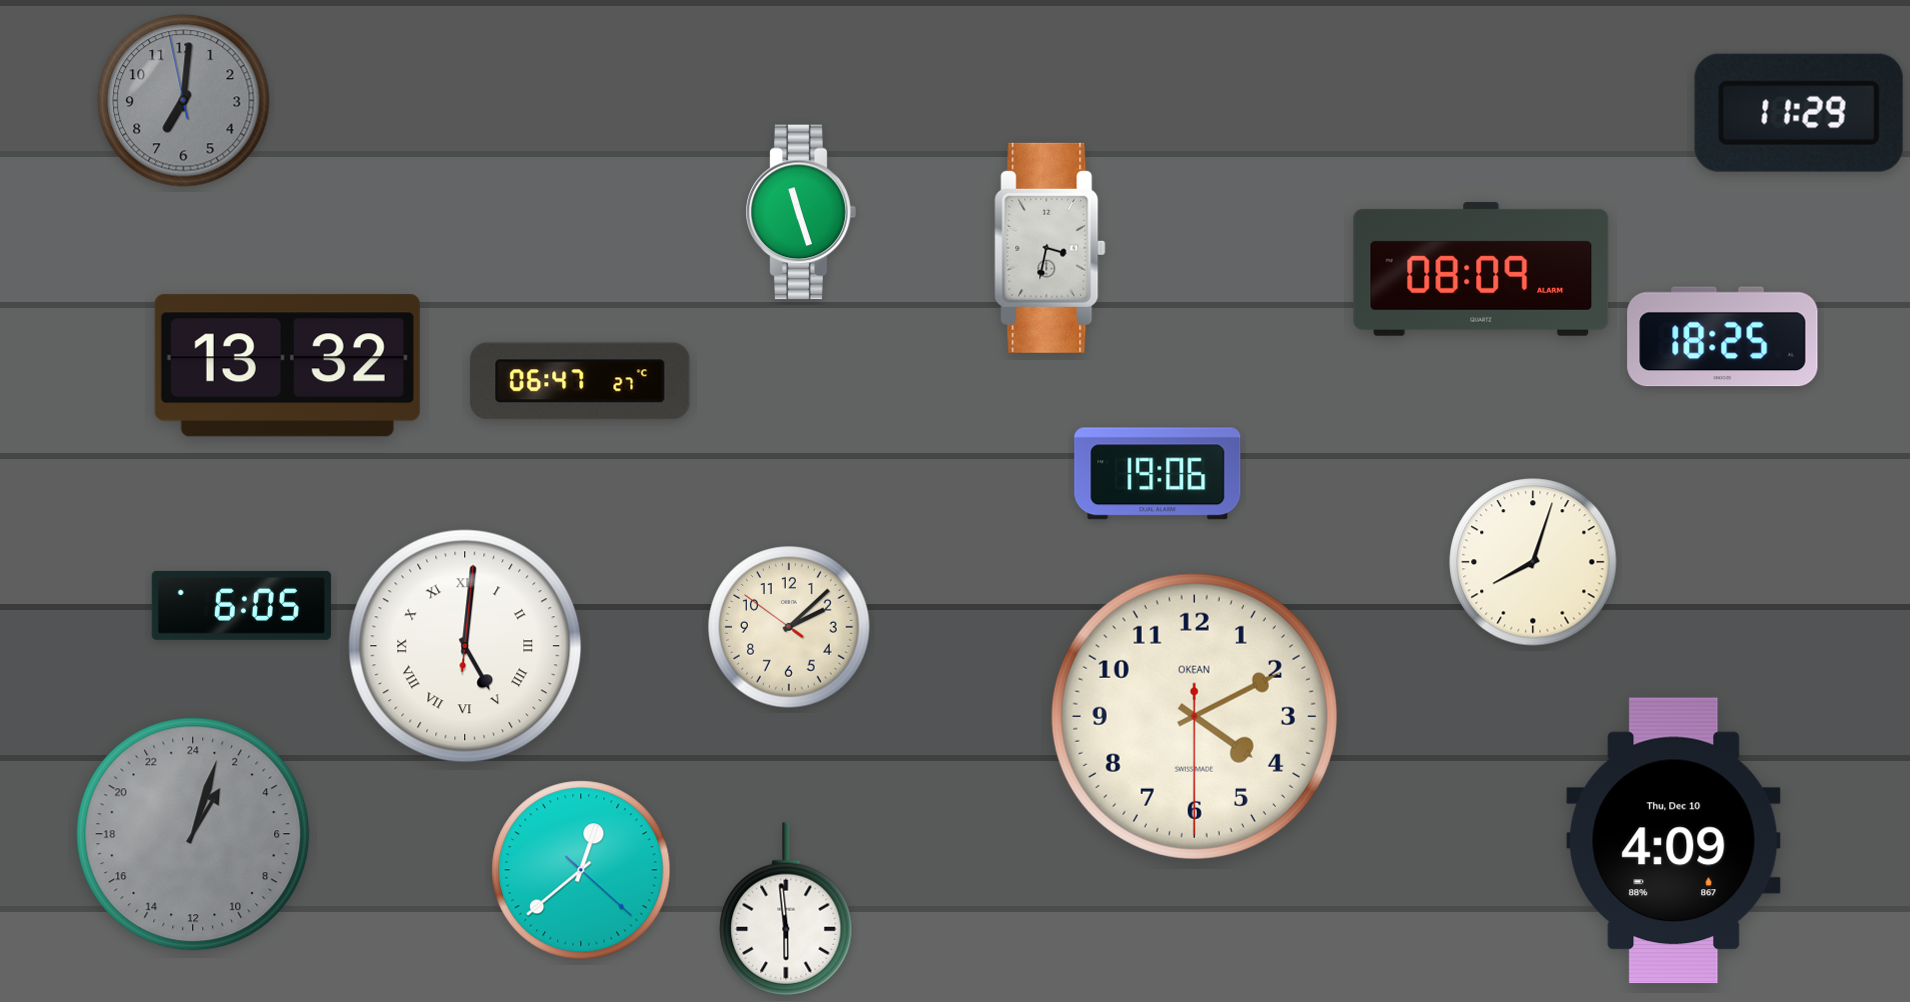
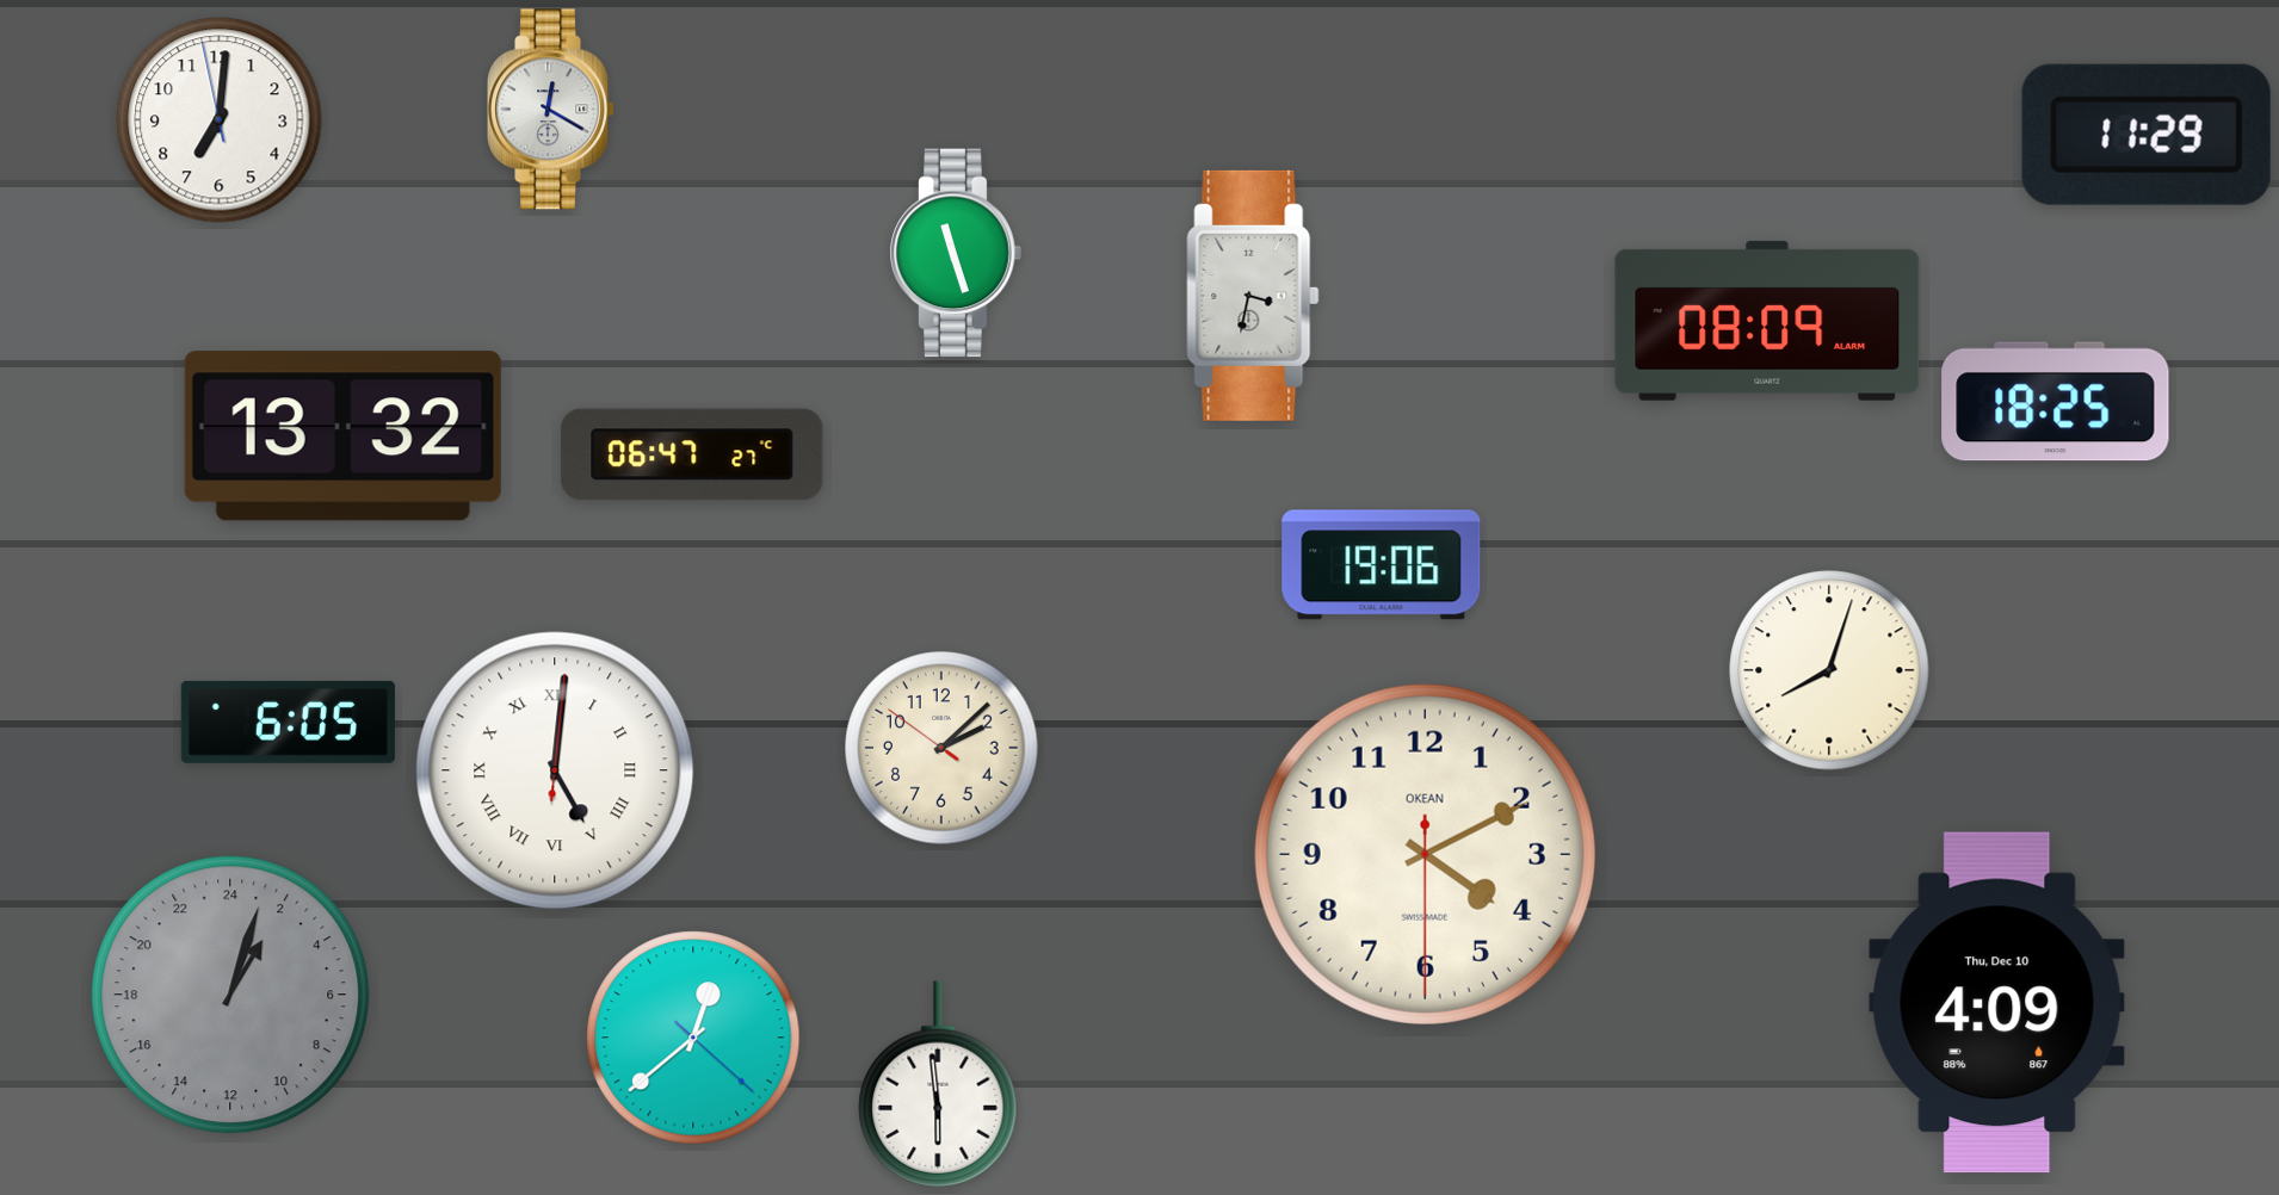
clock at (551, 110): none -> 12:20
clock at (184, 101) dial: grey -> white
